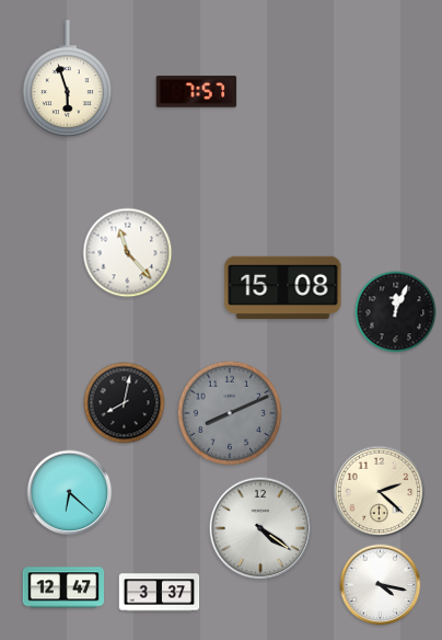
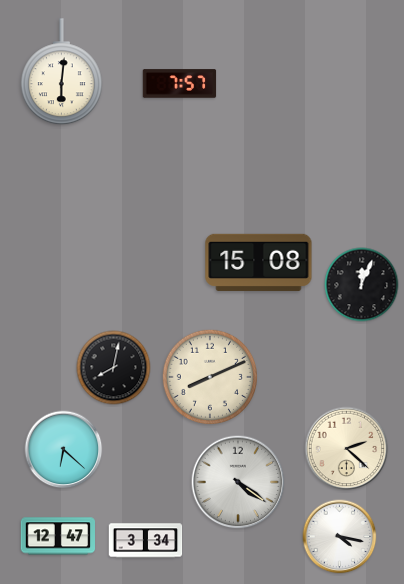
clock at (67, 79): 5:57 -> 6:01
clock at (128, 253): 11:23 -> none
clock at (229, 412) dial: grey -> cream
clock at (381, 585) position: (381, 585) -> (340, 537)
clock at (160, 593): 3:37 -> 3:34
